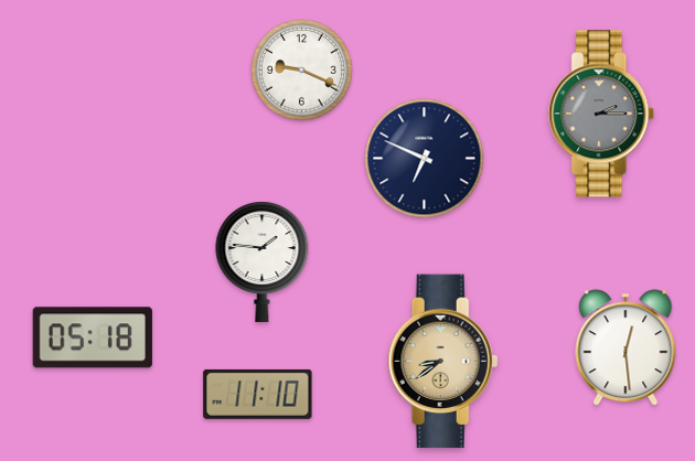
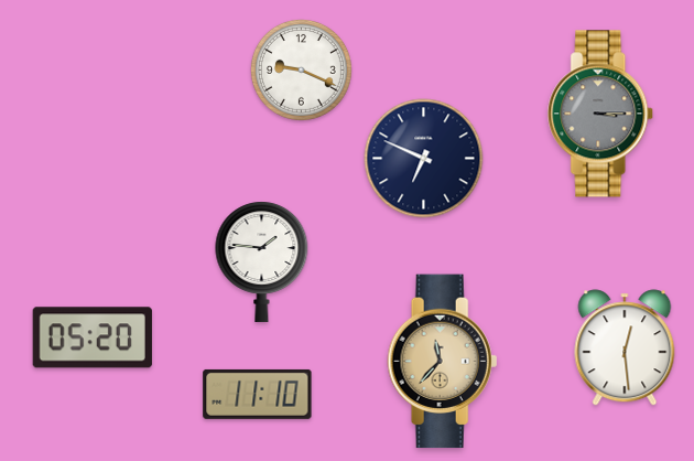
clock at (602, 114): 2:15 -> 3:15
clock at (93, 337): 05:18 -> 05:20
clock at (443, 362): 8:39 -> 11:37
